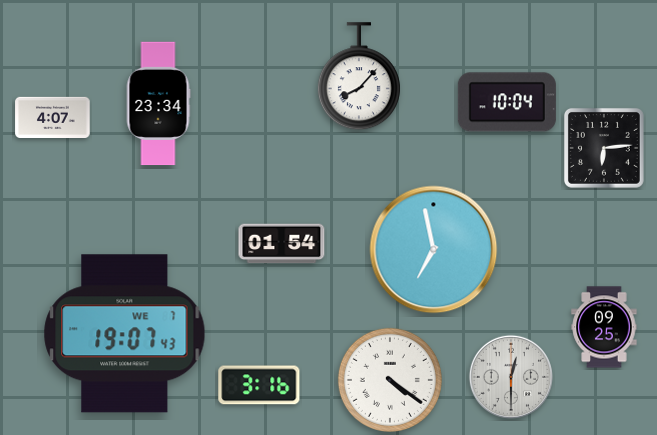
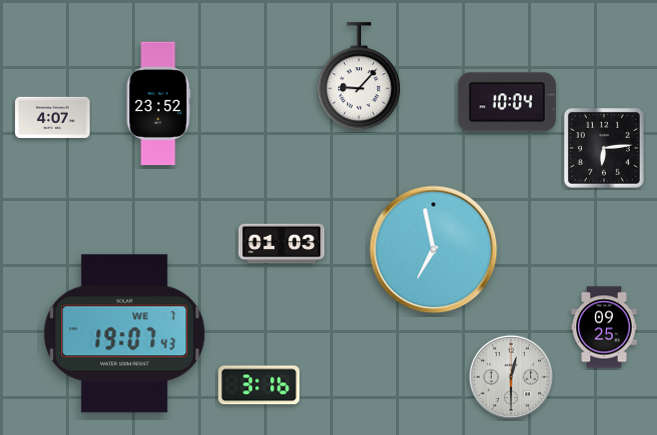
clock at (359, 77): 8:07 -> 9:07
clock at (158, 104): 23:34 -> 23:52
clock at (282, 244): 01:54 -> 01:03
clock at (390, 380): 4:21 -> none
